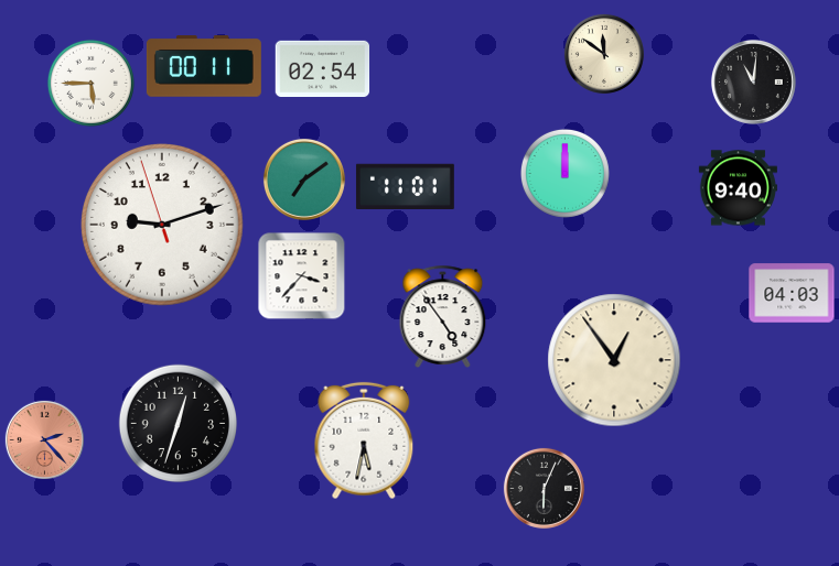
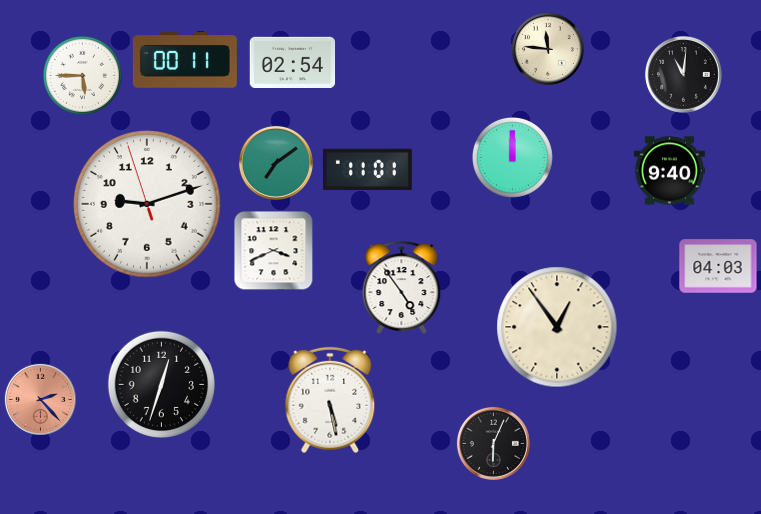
clock at (604, 54): 11:51 -> 11:46
clock at (302, 276): 3:37 -> 3:41
clock at (364, 440): 5:32 -> 5:28
